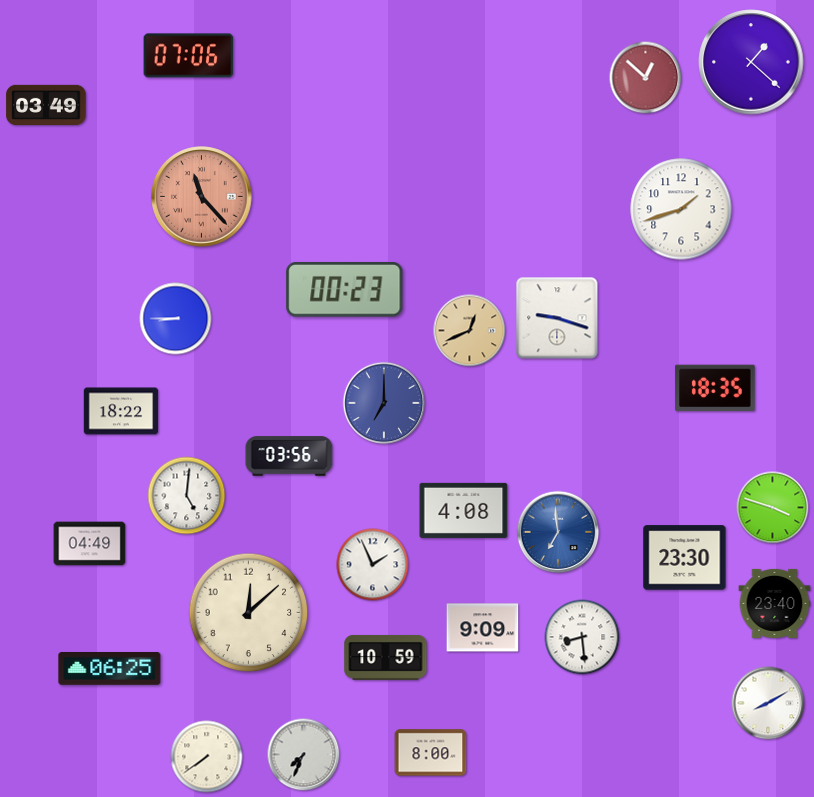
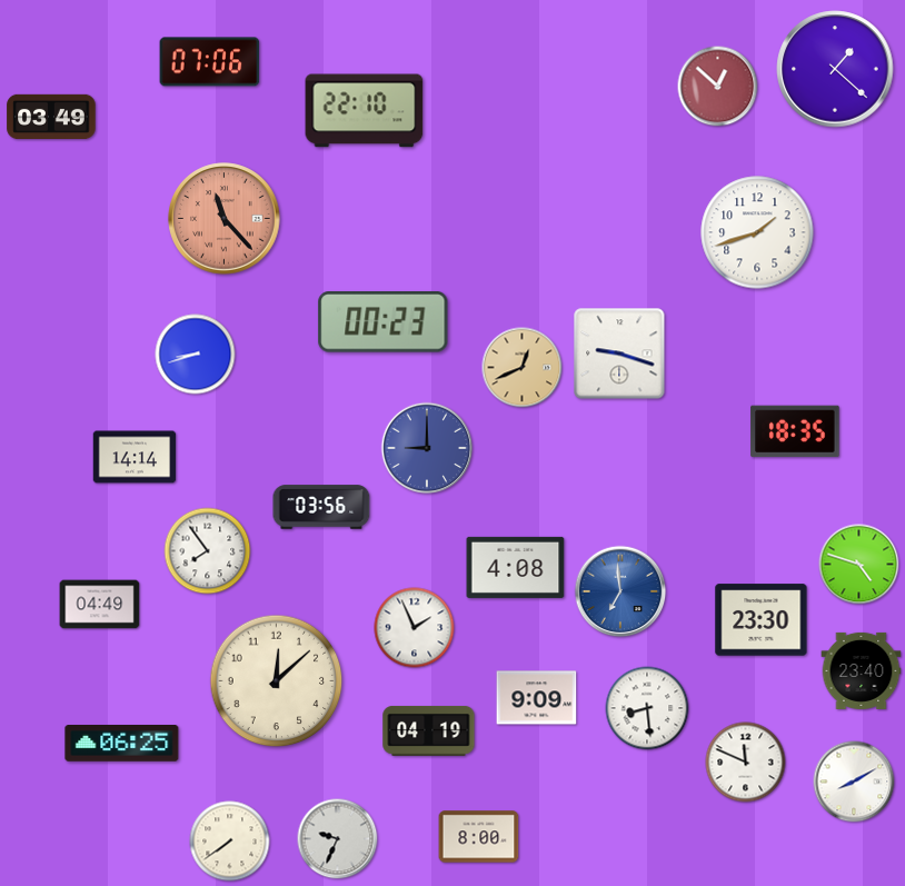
clock at (365, 111): none -> 22:10
clock at (176, 319): 8:45 -> 8:42
clock at (384, 403): 7:00 -> 9:00
clock at (121, 411): 18:22 -> 14:14
clock at (187, 496): 5:01 -> 7:54
clock at (773, 508): 3:48 -> 4:48
clock at (386, 657): 10:59 -> 04:19
clock at (746, 763): none -> 11:49
clock at (304, 755): 7:34 -> 9:34
